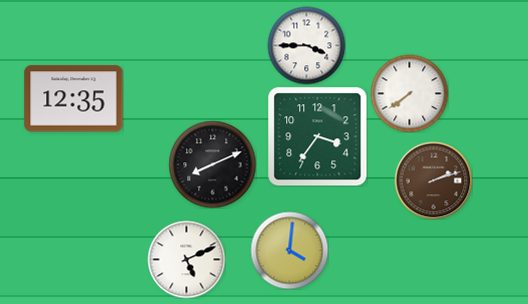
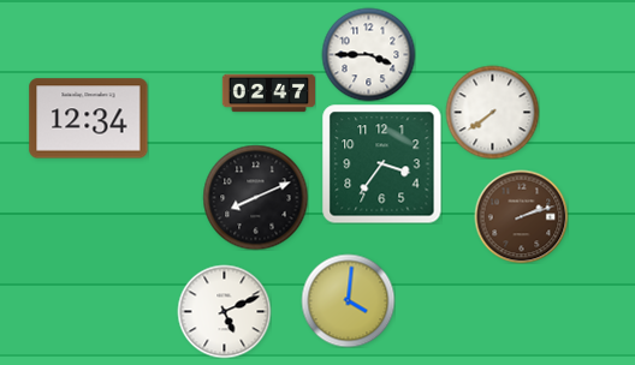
clock at (268, 94): none -> 02:47
clock at (74, 99): 12:35 -> 12:34
